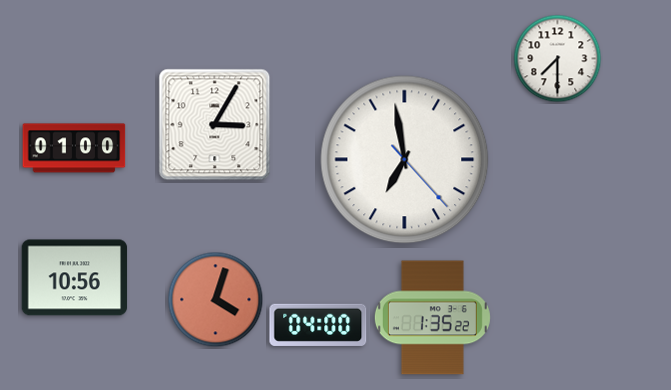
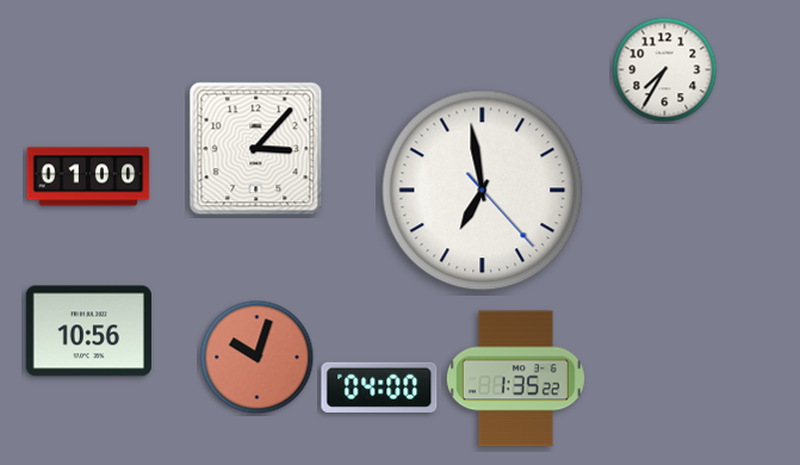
clock at (558, 59): 7:30 -> 7:35
clock at (215, 125): 3:05 -> 3:07
clock at (216, 300): 4:03 -> 10:03
